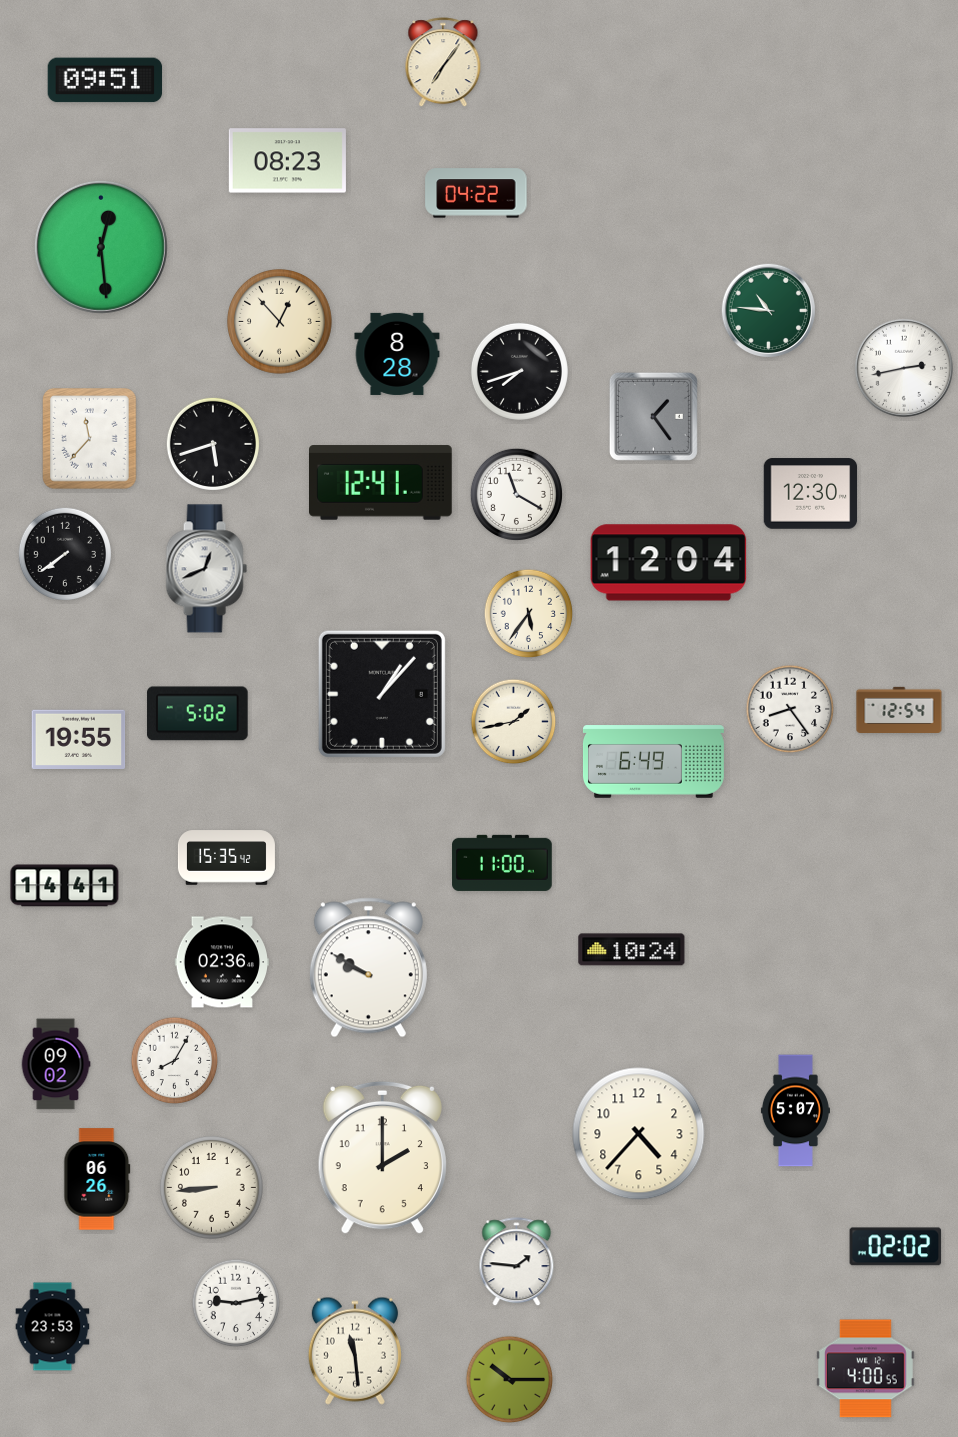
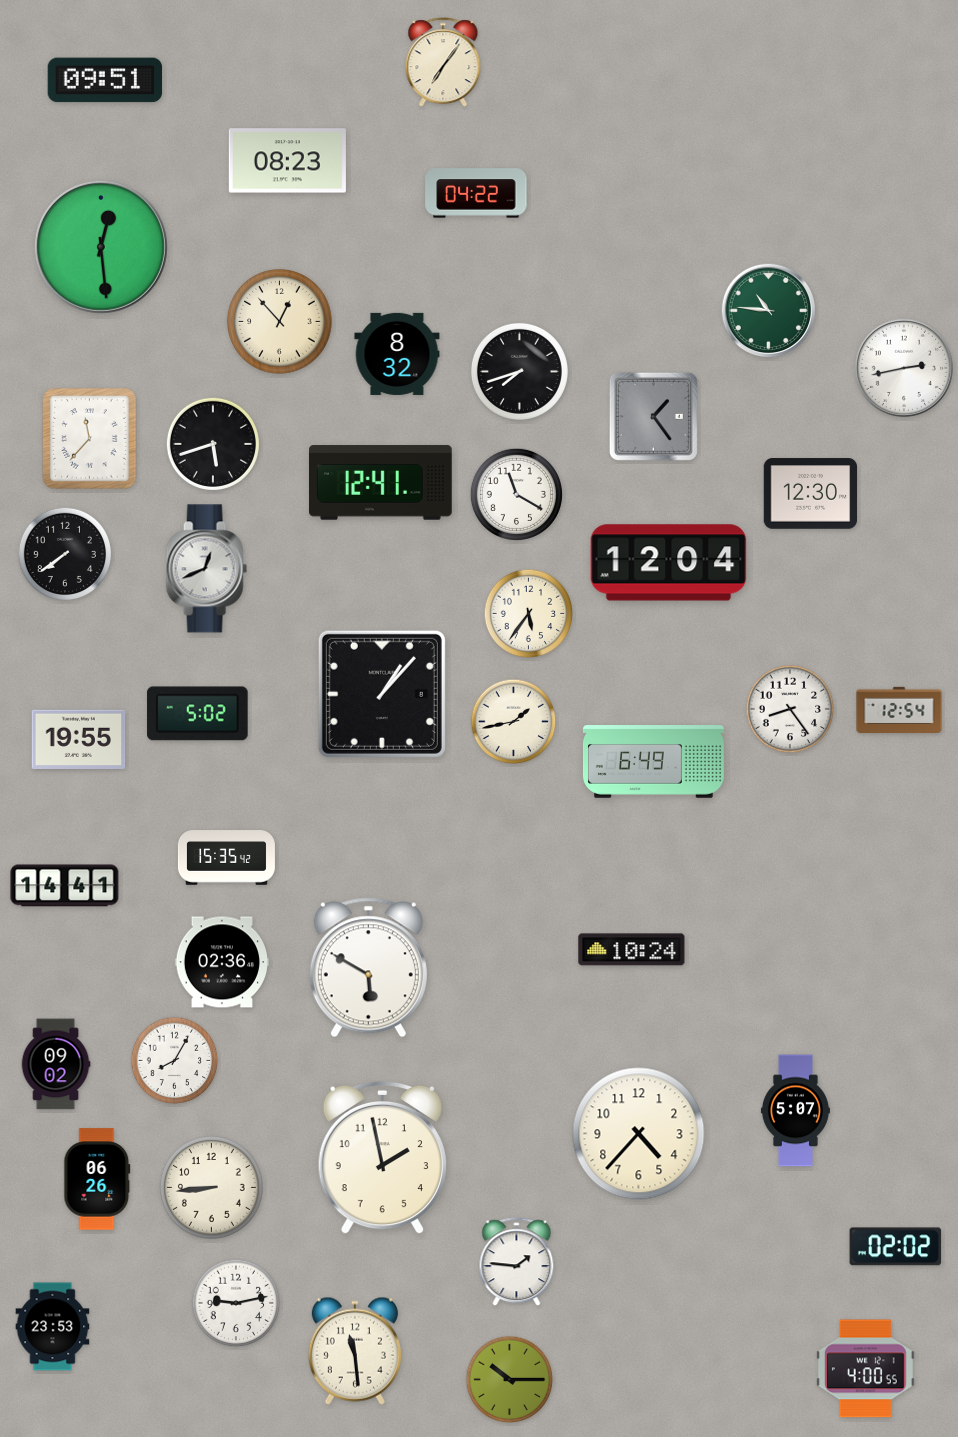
clock at (397, 354): 8:28 -> 8:32
clock at (502, 863): 11:00 -> none
clock at (368, 968): 9:50 -> 5:50
clock at (382, 1158): 2:00 -> 1:58
